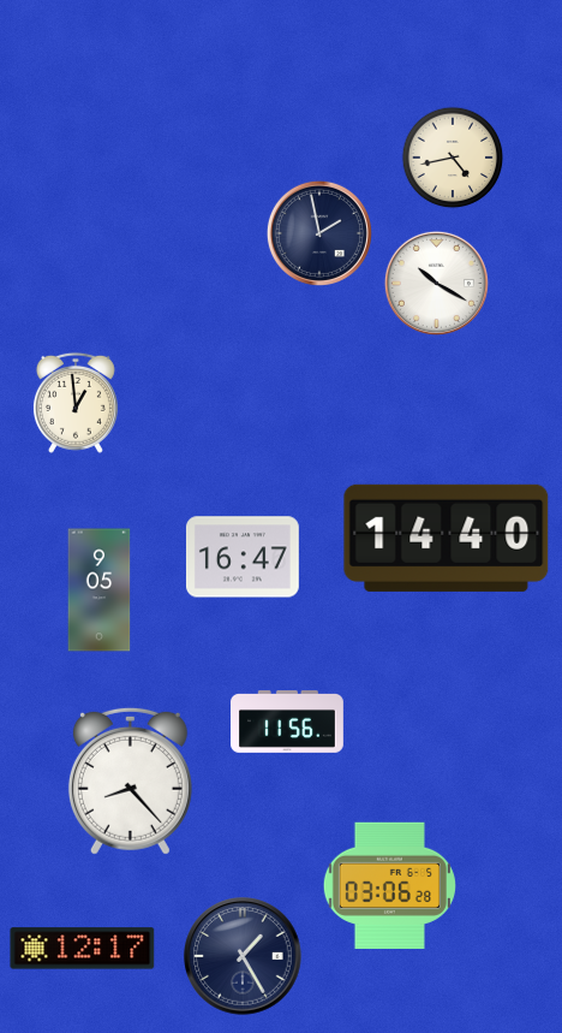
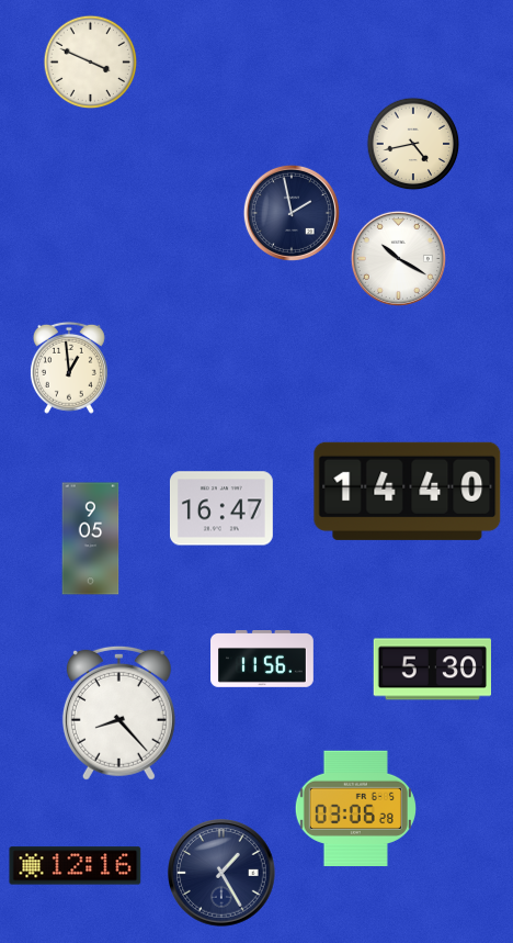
clock at (91, 63): none -> 3:49
clock at (432, 670): none -> 5:30
clock at (83, 949): 12:17 -> 12:16
